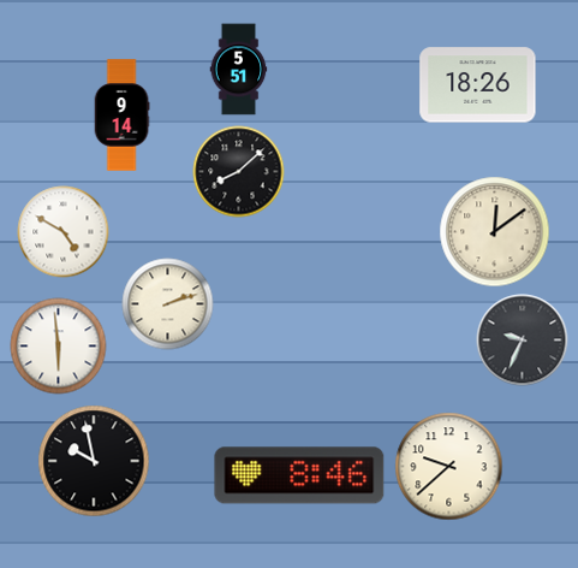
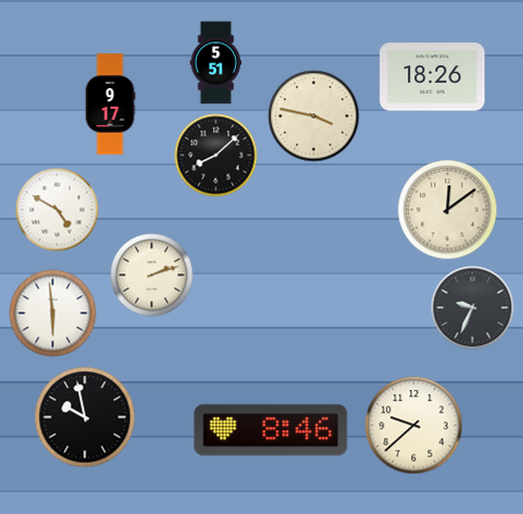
clock at (121, 116): 9:14 -> 9:17
clock at (314, 117): none -> 3:47
clock at (449, 467) position: (449, 467) -> (414, 426)
